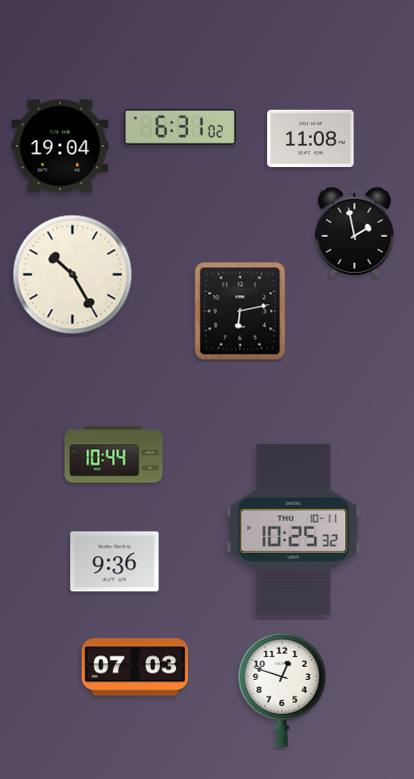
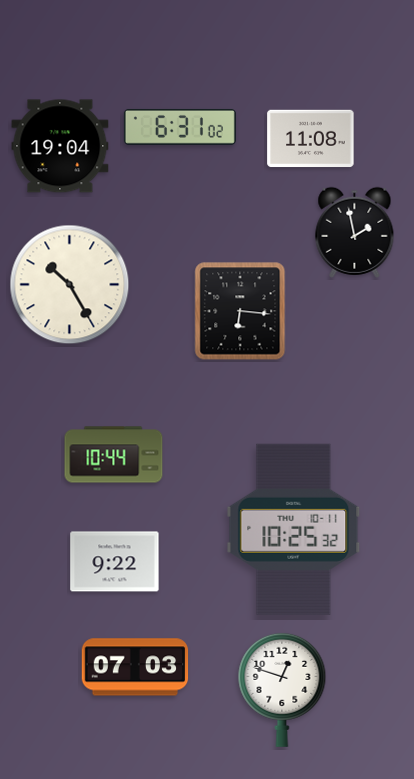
clock at (73, 275) position: (73, 275) -> (70, 285)
clock at (240, 311): 6:13 -> 6:16
clock at (115, 562): 9:36 -> 9:22
